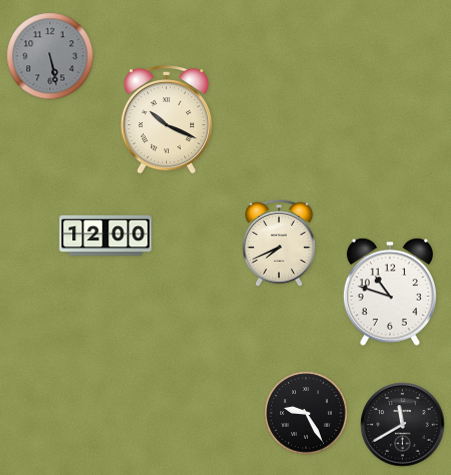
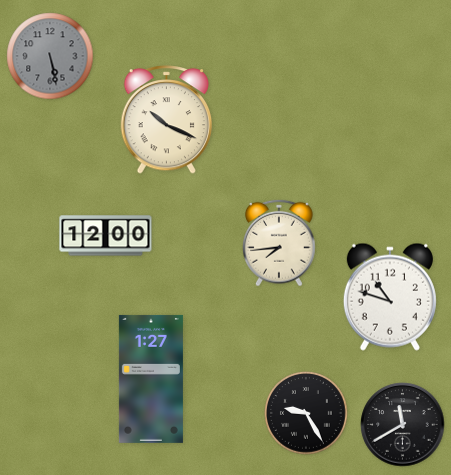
clock at (280, 243): 7:41 -> 7:44
clock at (390, 292) position: (390, 292) -> (390, 297)
clock at (151, 379): none -> 1:27
